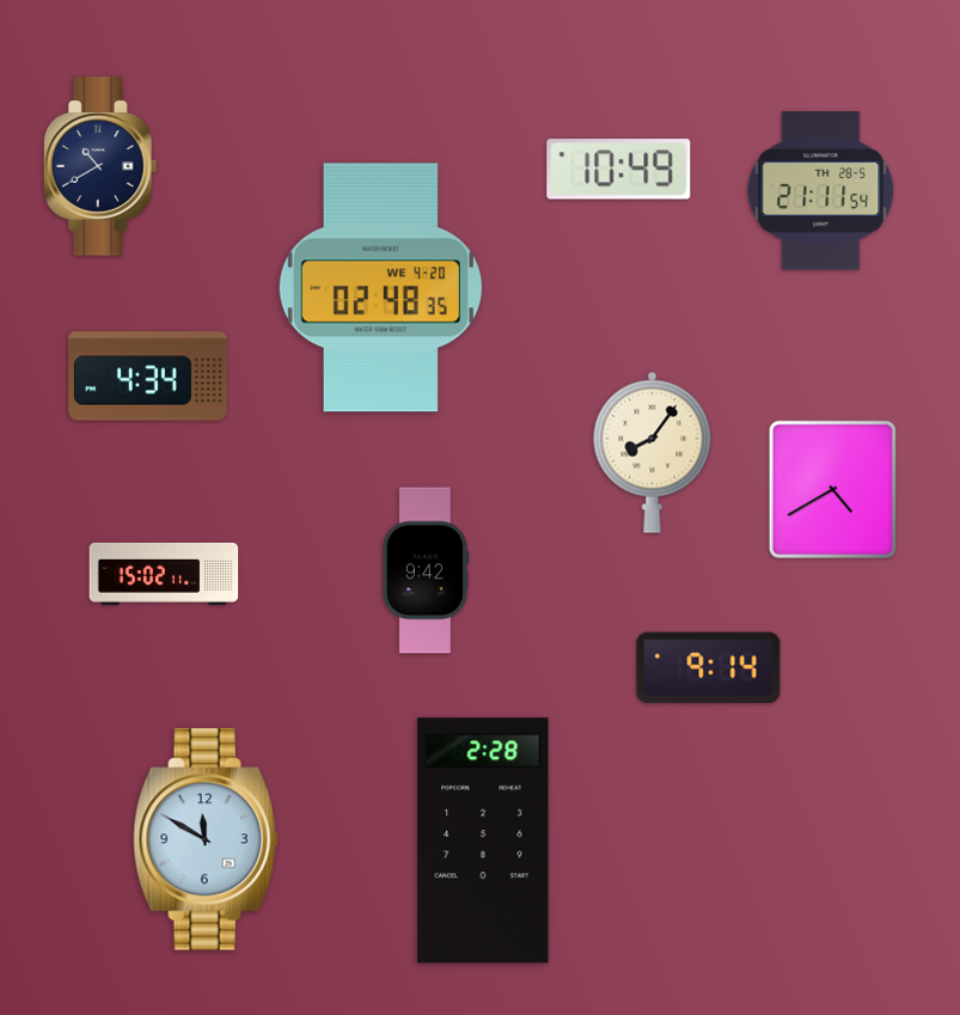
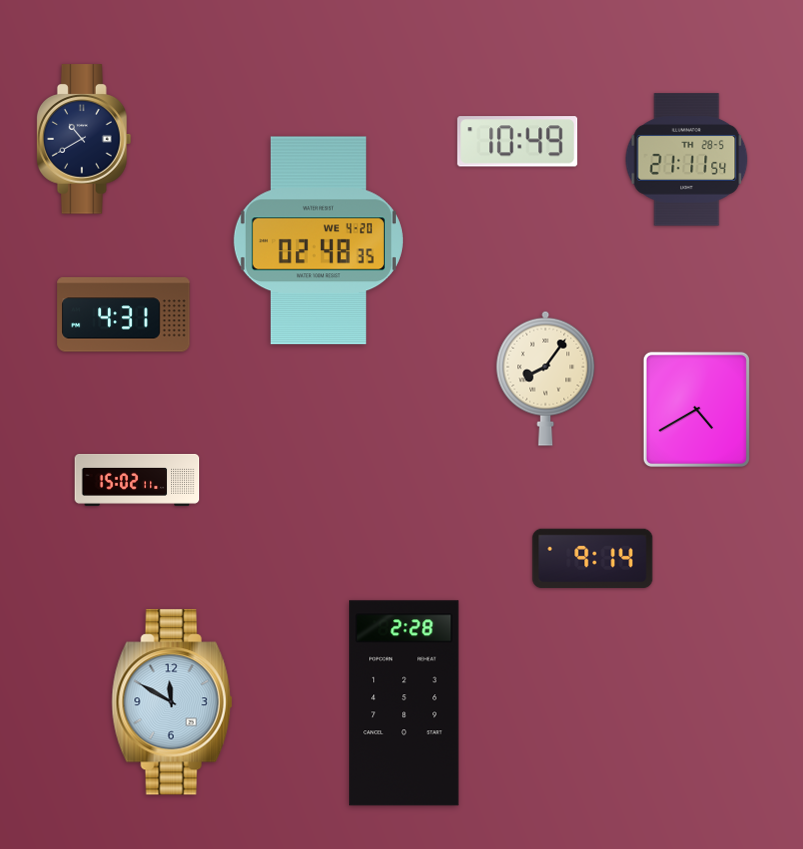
clock at (148, 377): 4:34 -> 4:31
clock at (424, 570): 9:42 -> none
